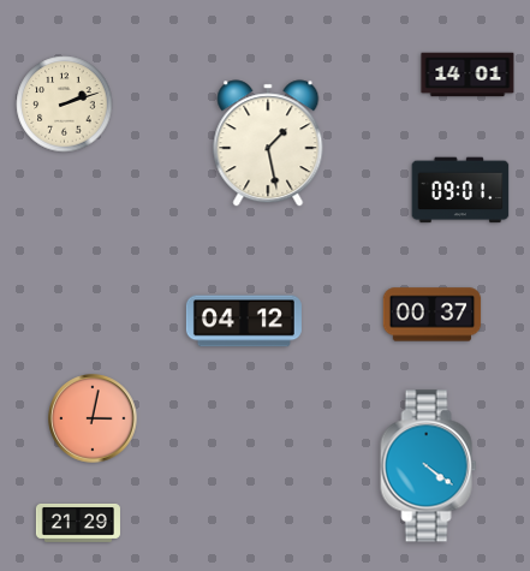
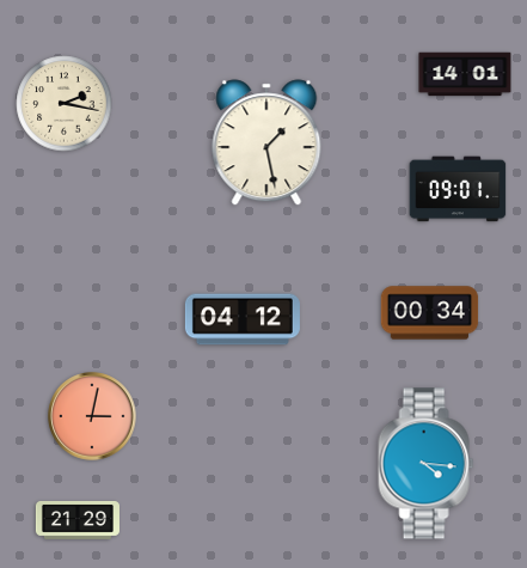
clock at (65, 105): 2:12 -> 2:17
clock at (433, 315): 00:37 -> 00:34
clock at (429, 466): 4:21 -> 4:16
